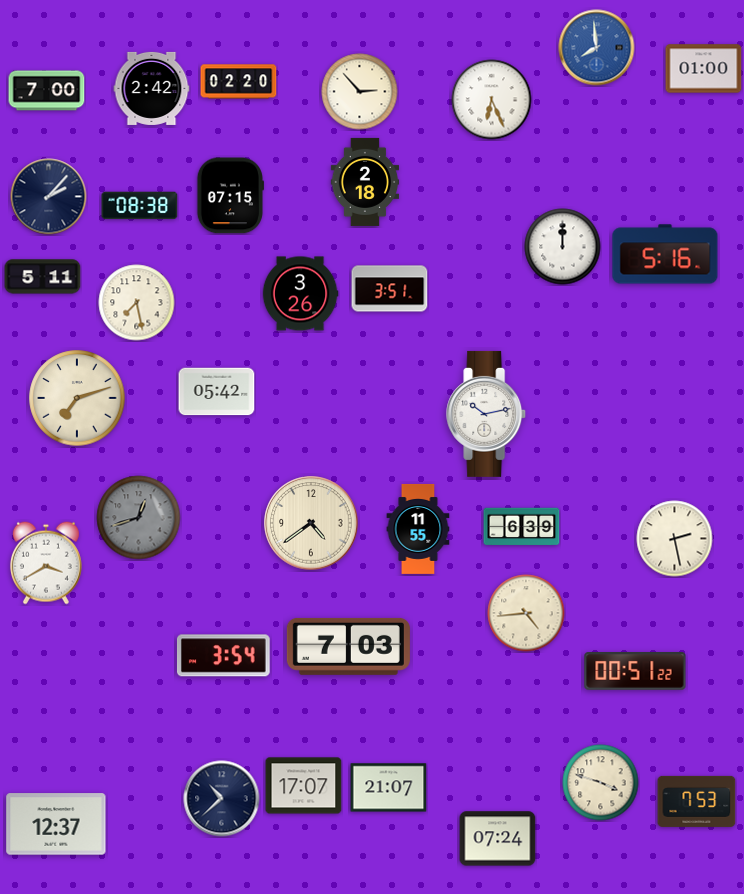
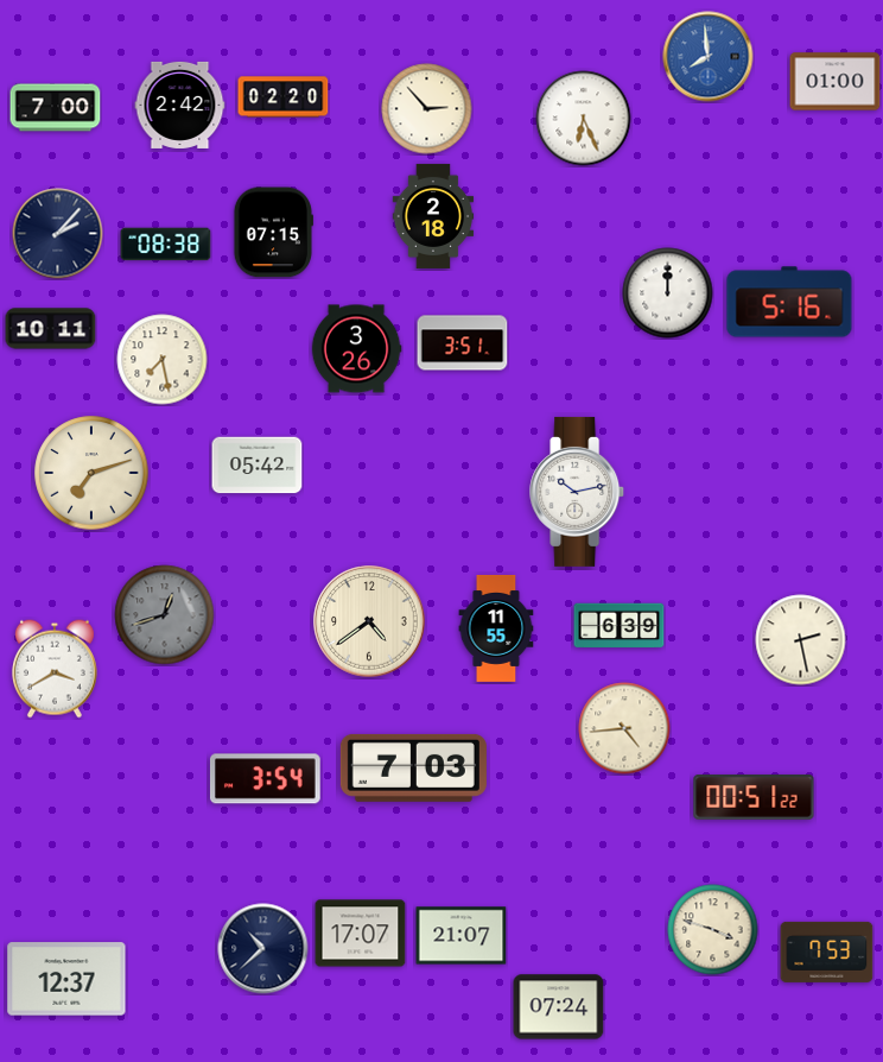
clock at (43, 277): 5:11 -> 10:11
clock at (498, 839) position: (498, 839) -> (559, 1007)
